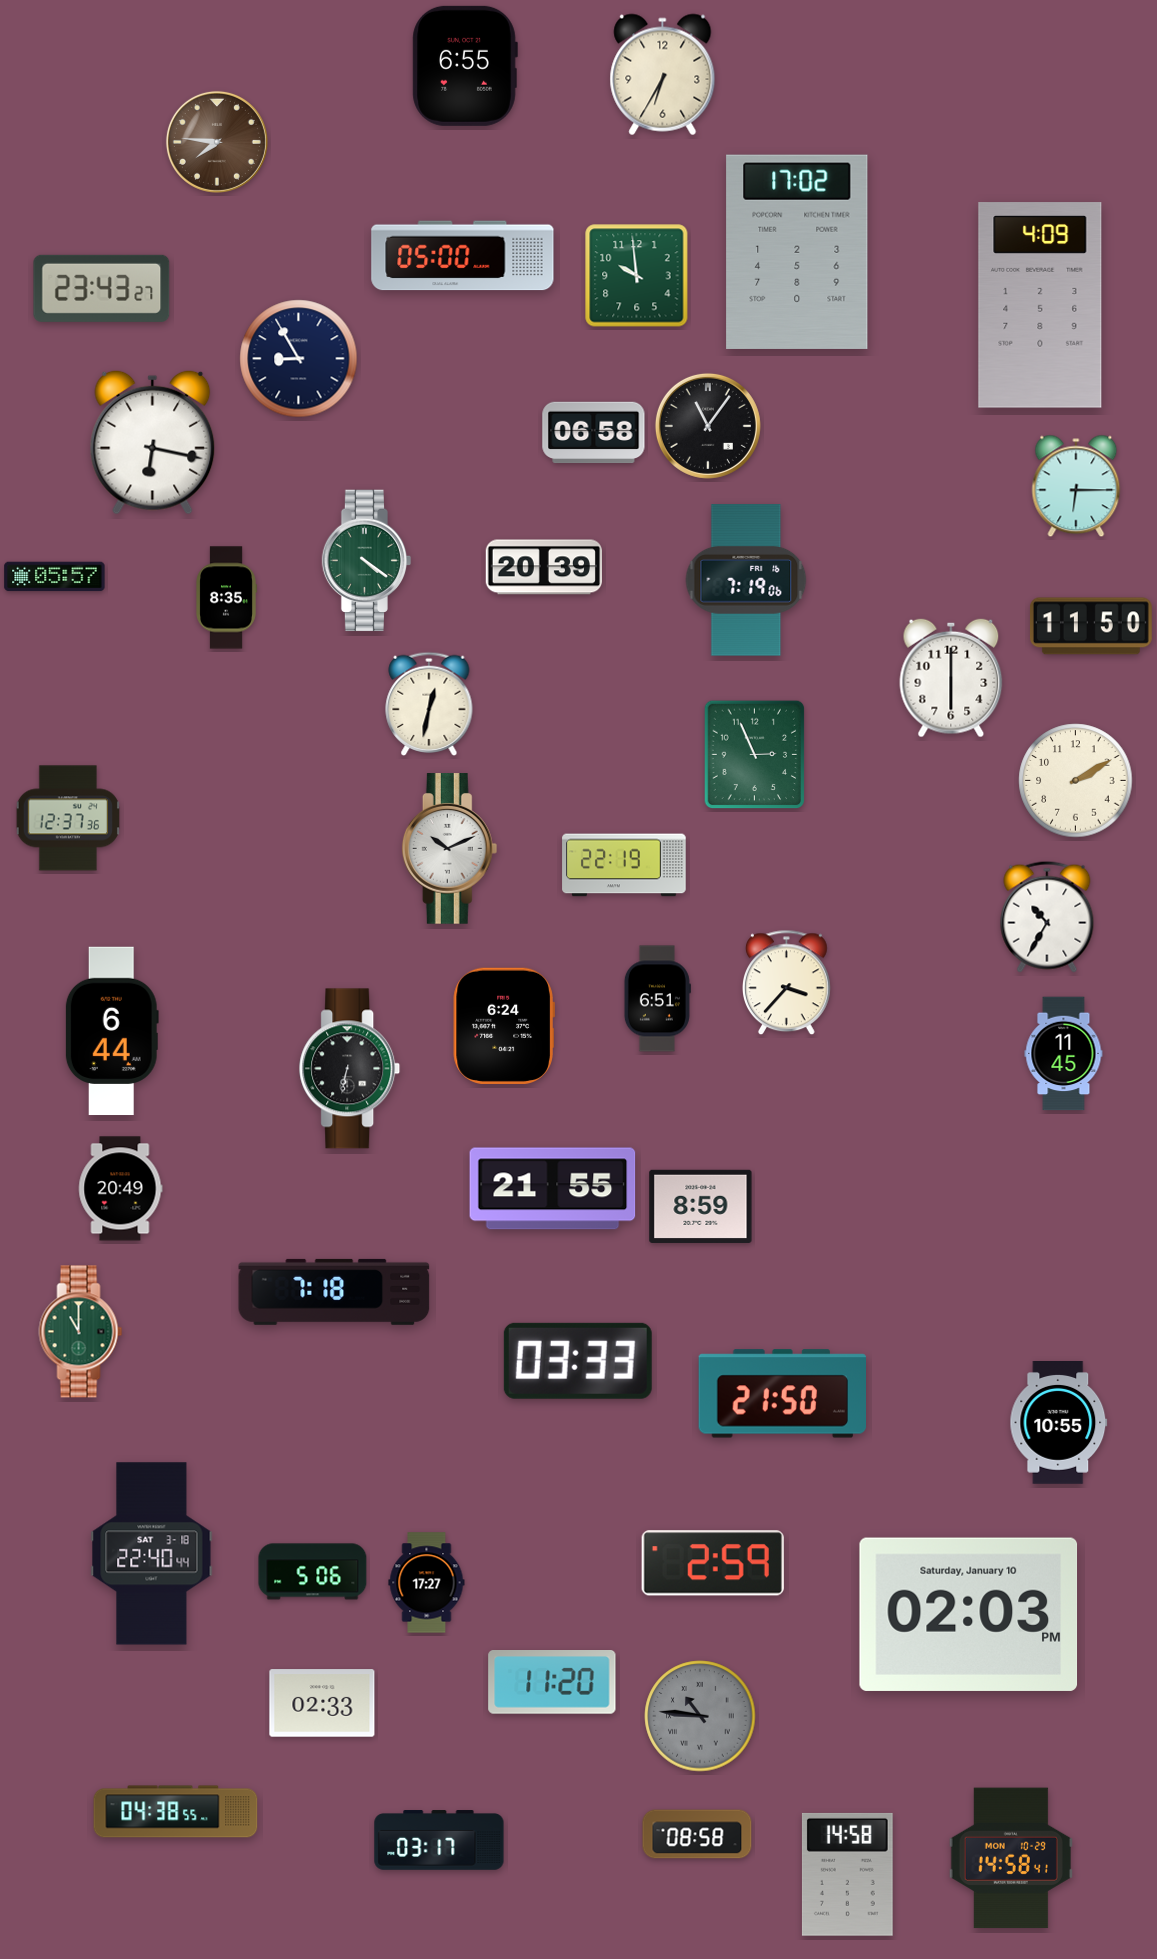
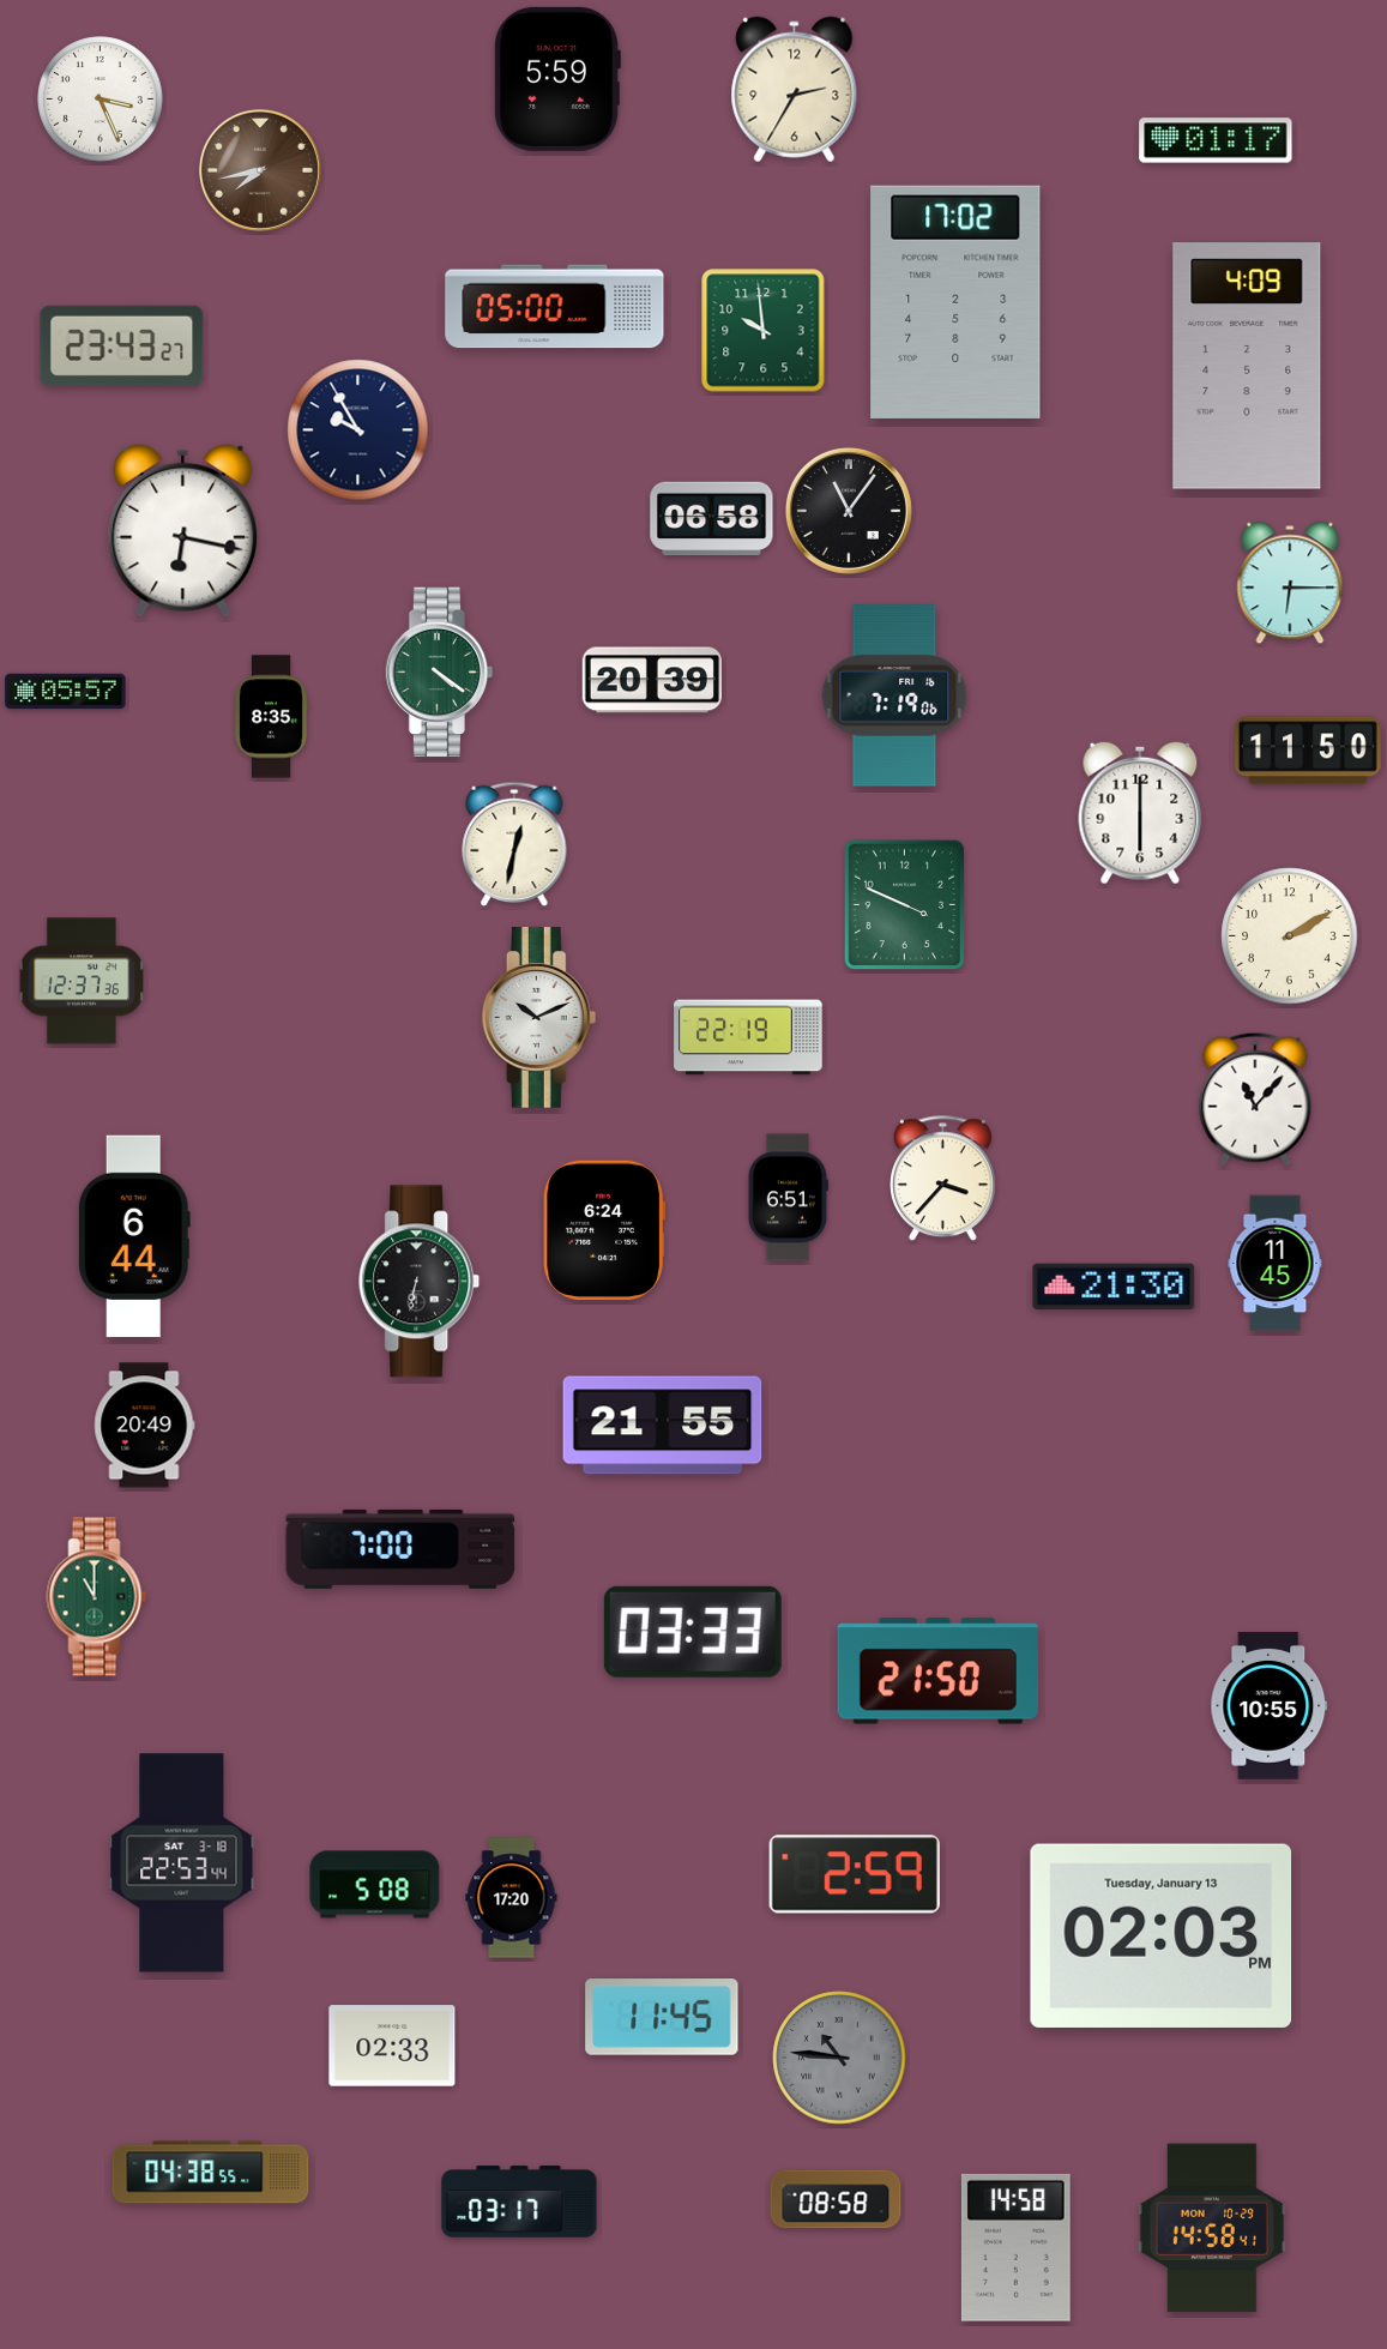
clock at (465, 66): 6:55 -> 5:59
clock at (663, 75): 6:35 -> 2:35
clock at (101, 100): none -> 3:26
clock at (1216, 140): none -> 01:17
clock at (217, 142): 7:46 -> 7:43
clock at (299, 359): 8:55 -> 9:55
clock at (755, 755): 2:56 -> 3:49
clock at (1047, 917): 10:35 -> 11:07
clock at (1114, 1287): none -> 21:30
clock at (701, 1206): 8:59 -> none
clock at (334, 1292): 7:18 -> 7:00
clock at (152, 1554): 22:40 -> 22:53
clock at (313, 1572): 5:06 -> 5:08
clock at (427, 1583): 17:27 -> 17:20
clock at (969, 1614) date: Saturday, January 10 -> Tuesday, January 13
clock at (552, 1683): 11:20 -> 11:45
clock at (322, 1703) position: (322, 1703) -> (392, 2046)
clock at (439, 1840) position: (439, 1840) -> (519, 2202)
